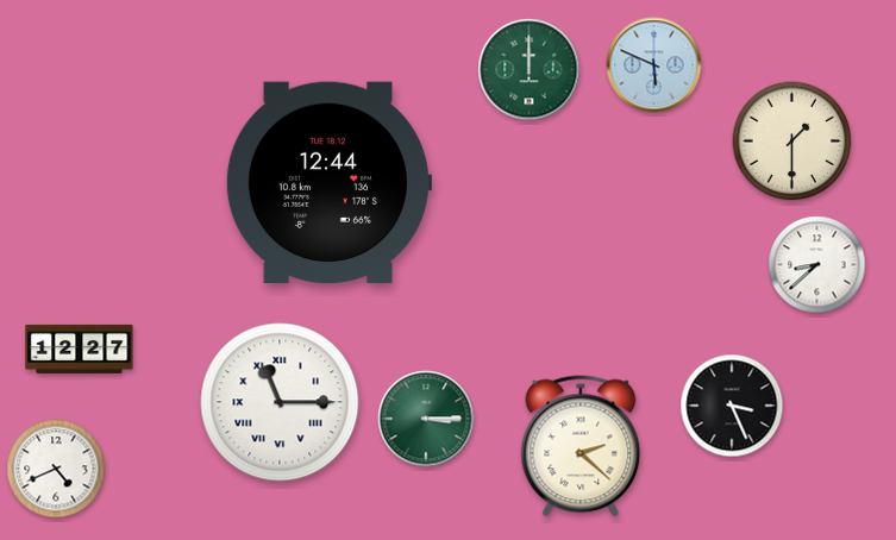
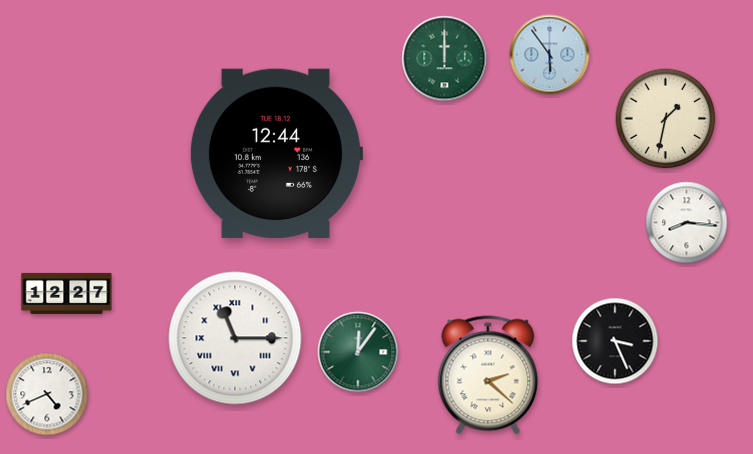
clock at (654, 65): 5:49 -> 5:54
clock at (792, 142): 1:30 -> 1:32
clock at (817, 265): 8:38 -> 8:16
clock at (426, 419): 3:15 -> 12:06
